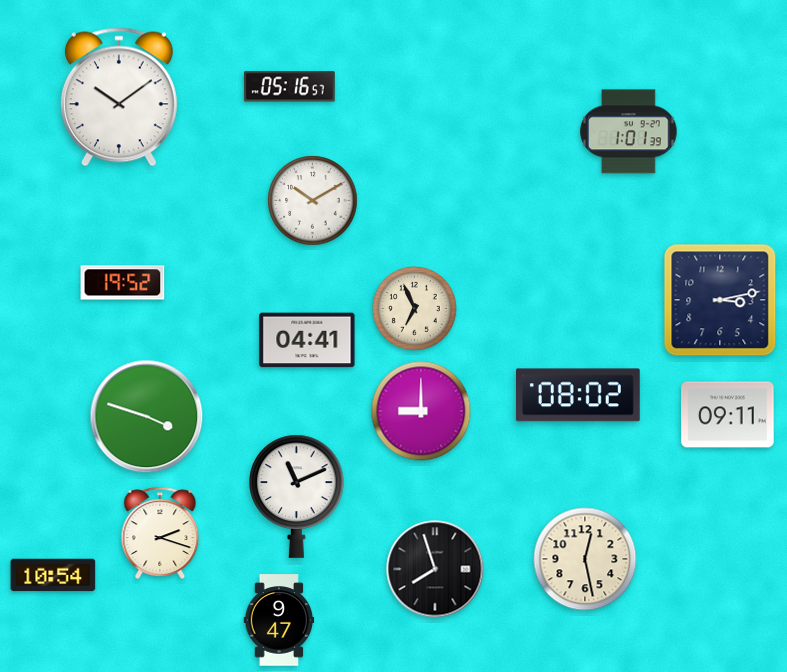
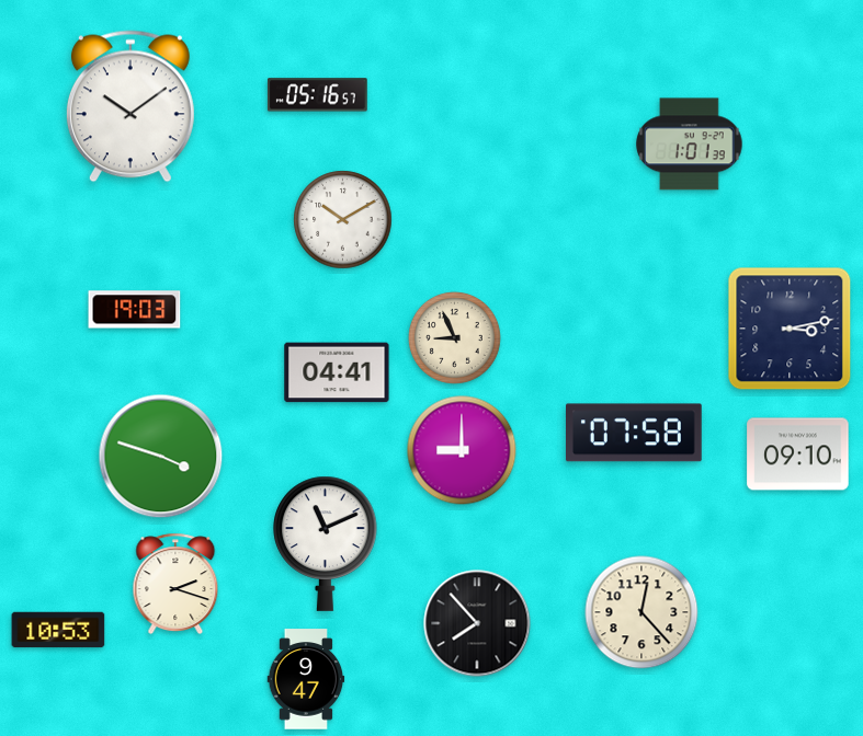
clock at (123, 283): 19:52 -> 19:03
clock at (414, 308): 6:56 -> 8:56
clock at (578, 395): 08:02 -> 07:58
clock at (728, 415): 09:11 -> 09:10
clock at (585, 559): 12:28 -> 12:23
clock at (435, 569): 7:57 -> 7:53
clock at (53, 575): 10:54 -> 10:53
